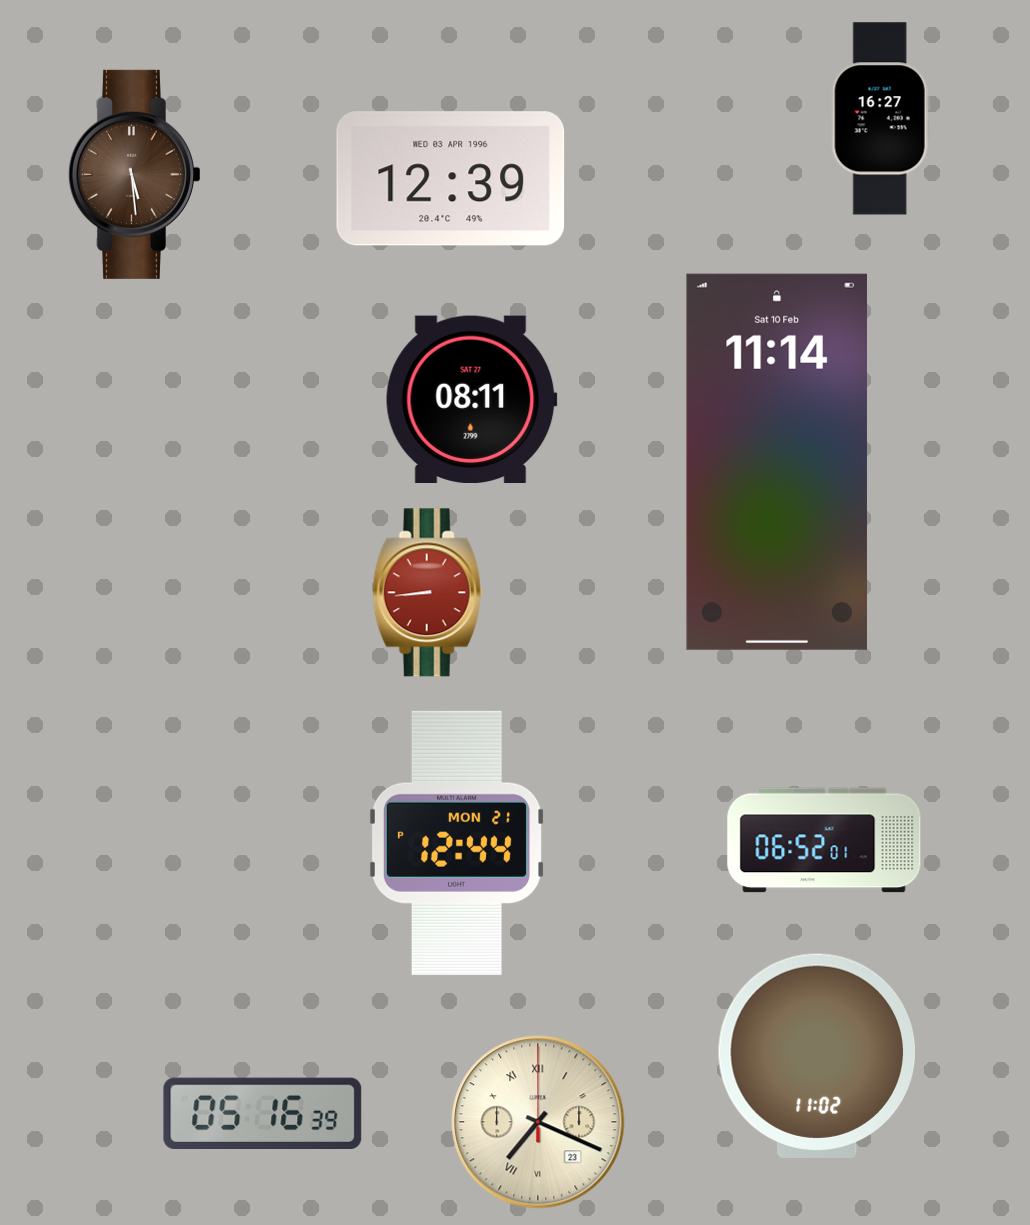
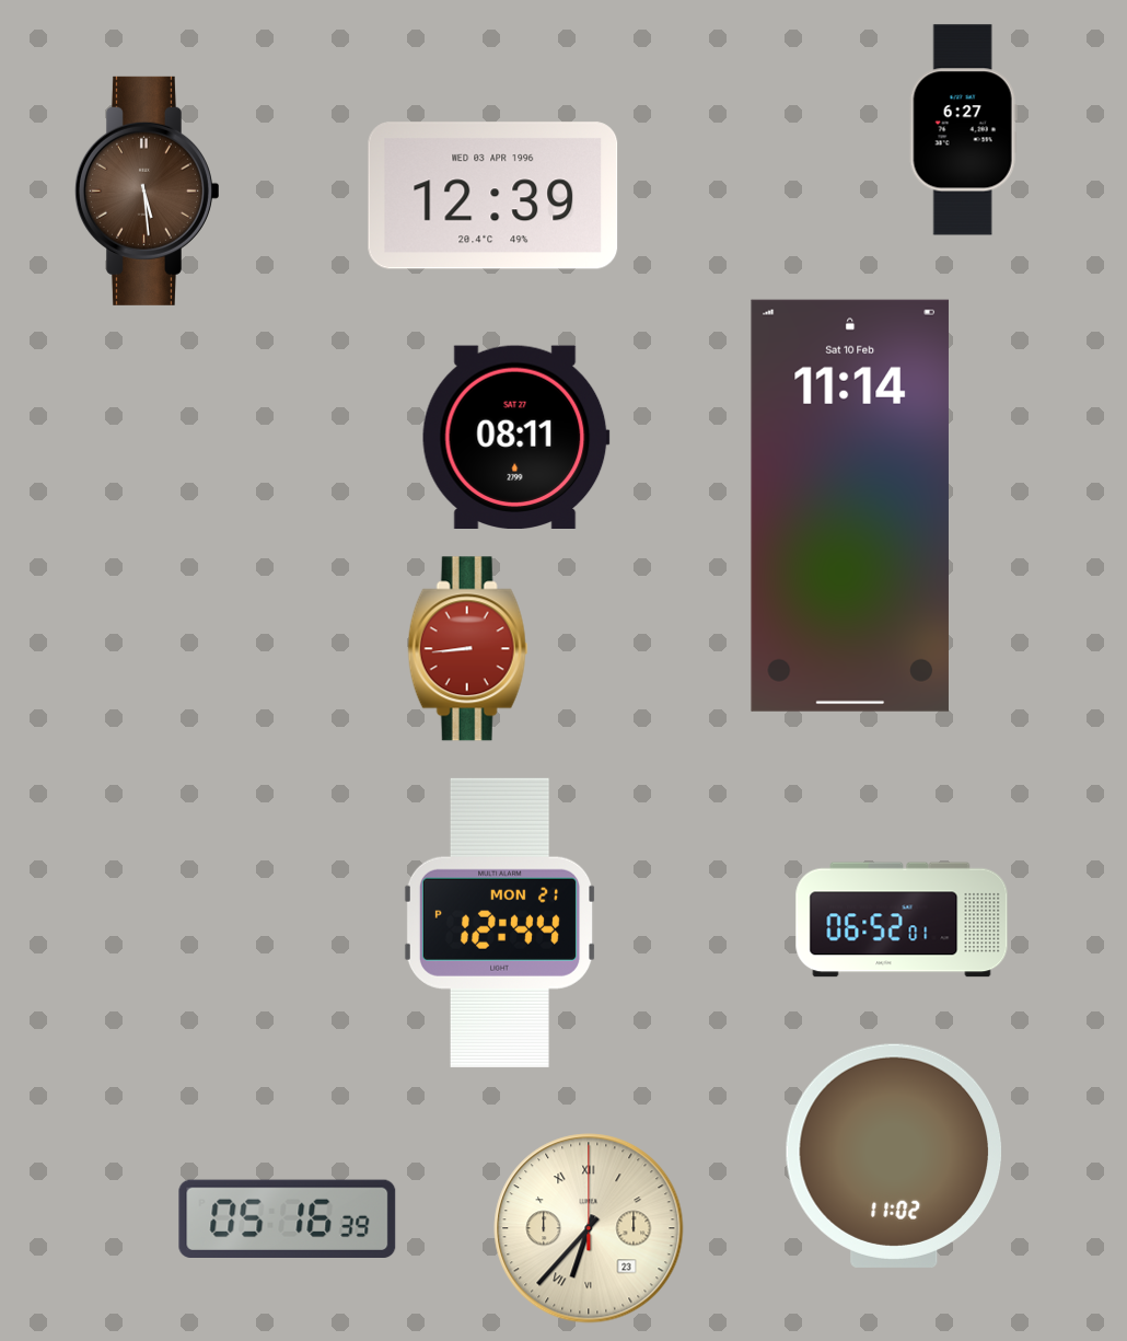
clock at (880, 119): 16:27 -> 6:27
clock at (538, 1122): 7:19 -> 6:37
